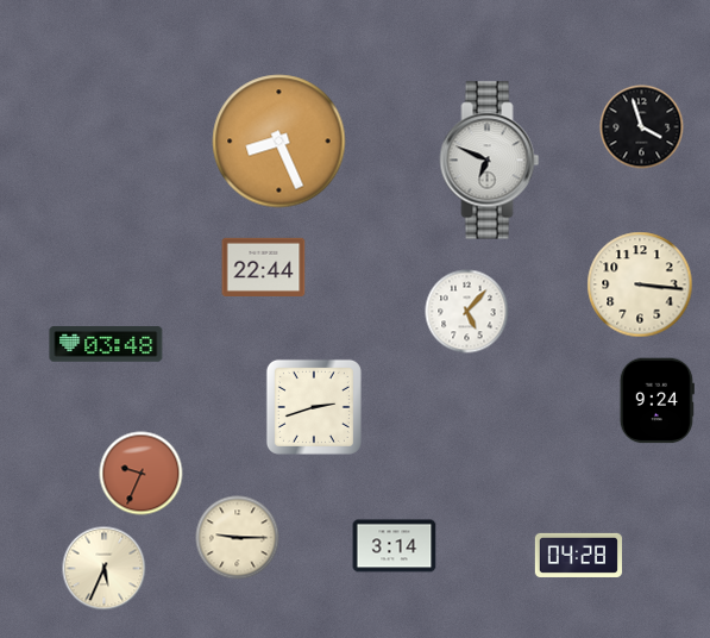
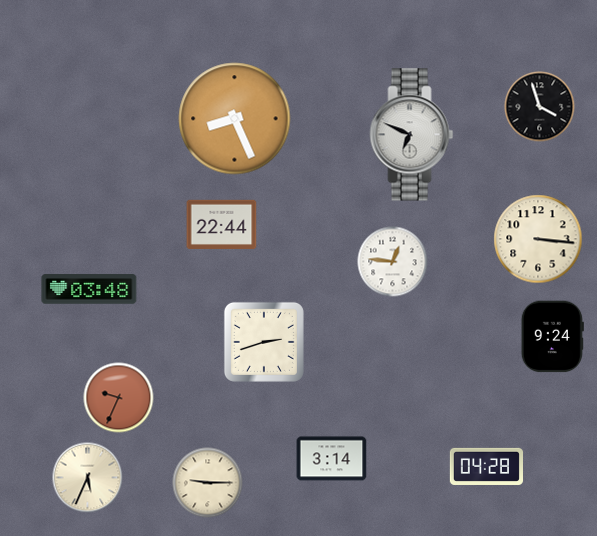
clock at (467, 312): 5:07 -> 12:46
clock at (238, 538) position: (238, 538) -> (208, 483)
